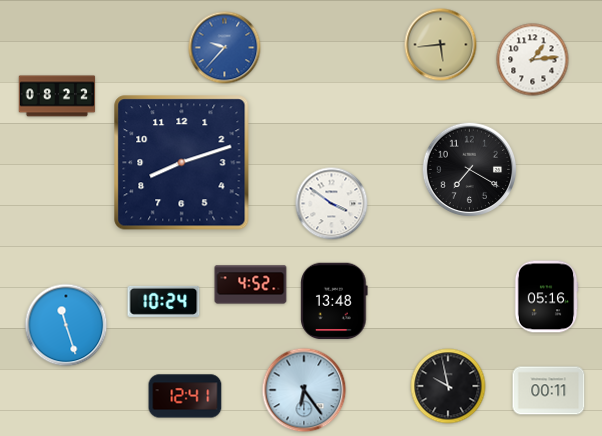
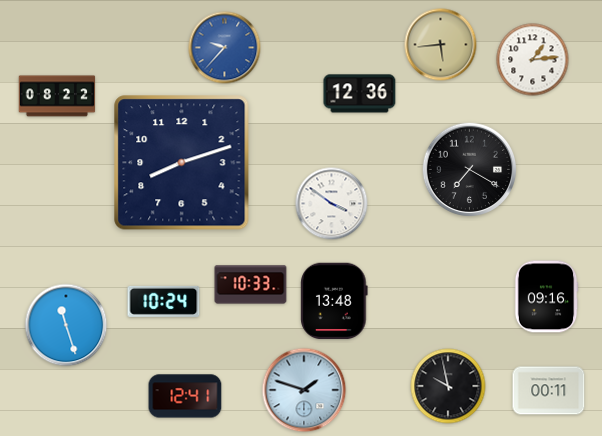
clock at (360, 94): none -> 12:36
clock at (251, 285): 4:52 -> 10:33
clock at (546, 297): 05:16 -> 09:16
clock at (304, 390): 6:24 -> 1:48
